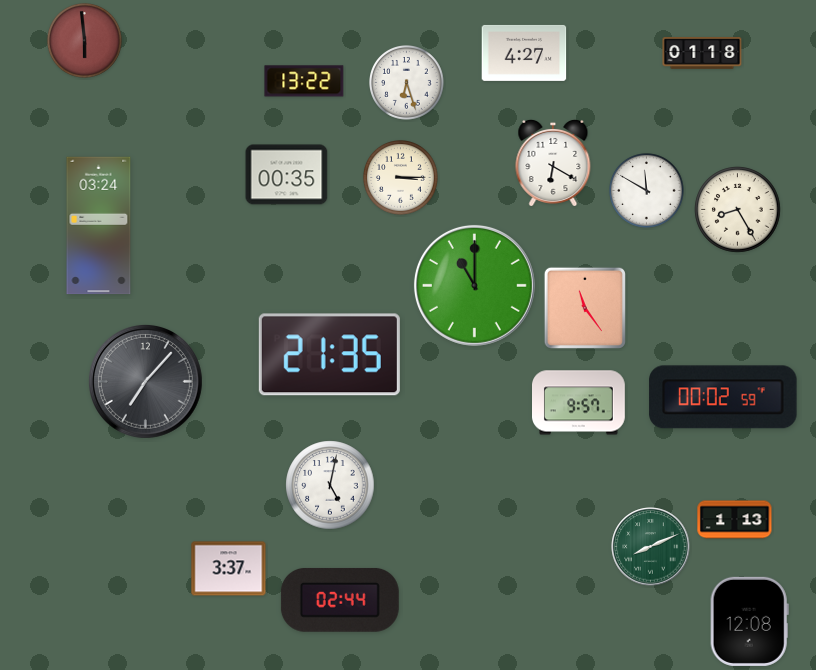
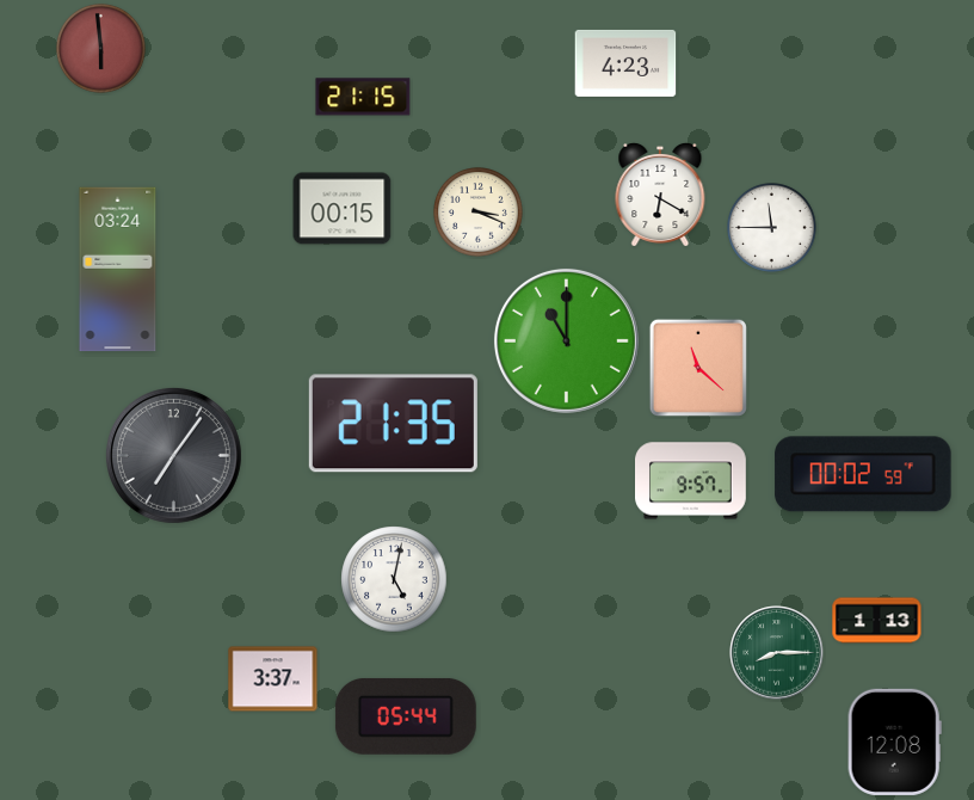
clock at (524, 53): 4:27 -> 4:23
clock at (702, 54): 01:18 -> none
clock at (304, 81): 13:22 -> 21:15
clock at (407, 83): 6:27 -> none
clock at (287, 175): 00:35 -> 00:15
clock at (401, 178): 3:15 -> 3:19
clock at (647, 191): 11:50 -> 11:45
clock at (738, 210): 8:25 -> none
clock at (585, 308): 11:24 -> 11:22
clock at (145, 381): 7:07 -> 7:06
clock at (651, 547): 8:11 -> 8:15
clock at (340, 600): 02:44 -> 05:44
